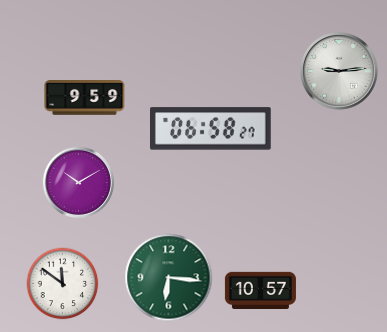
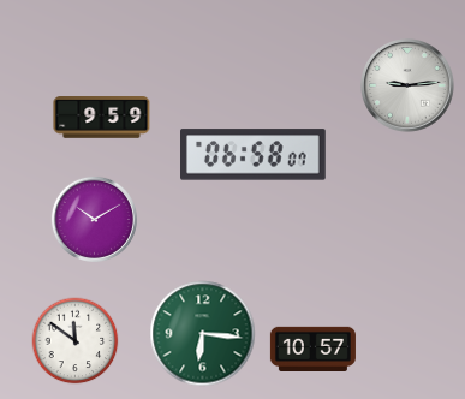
clock at (211, 129): 06:58:27 -> 06:58:07
